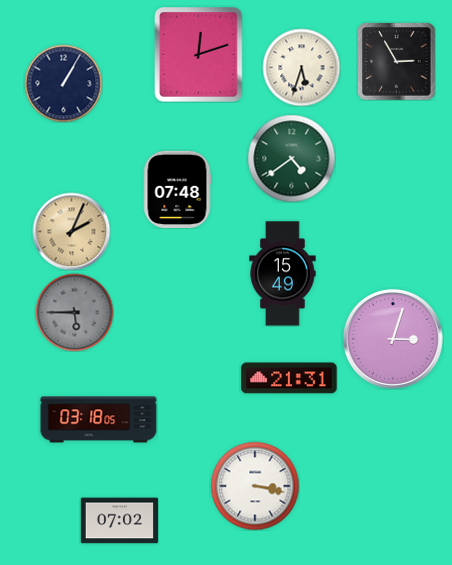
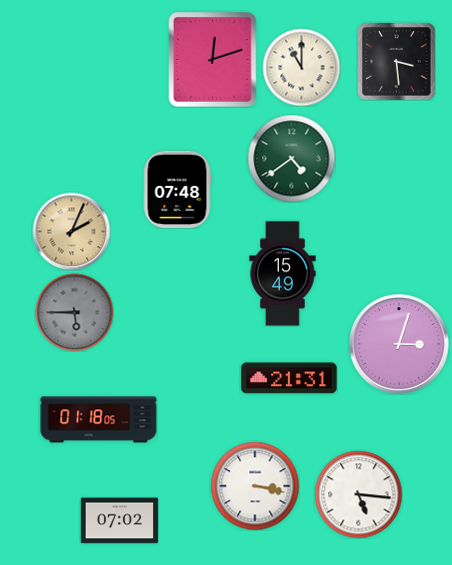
clock at (199, 55) position: (199, 55) -> (213, 60)
clock at (396, 61): 2:55 -> 3:29
clock at (301, 67): 5:33 -> 11:00
clock at (63, 83): 1:05 -> none
clock at (393, 339) position: (393, 339) -> (399, 344)
clock at (99, 420): 03:18 -> 01:18
clock at (358, 494): none -> 5:16
